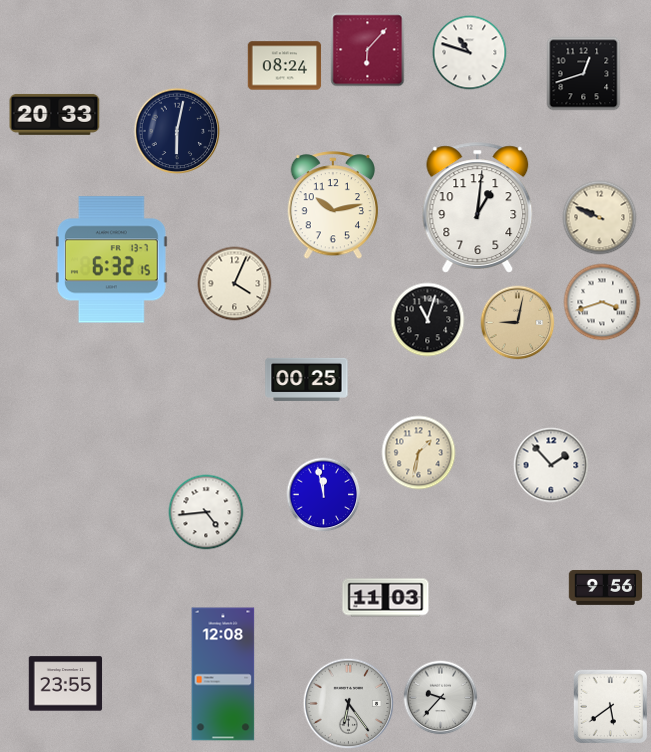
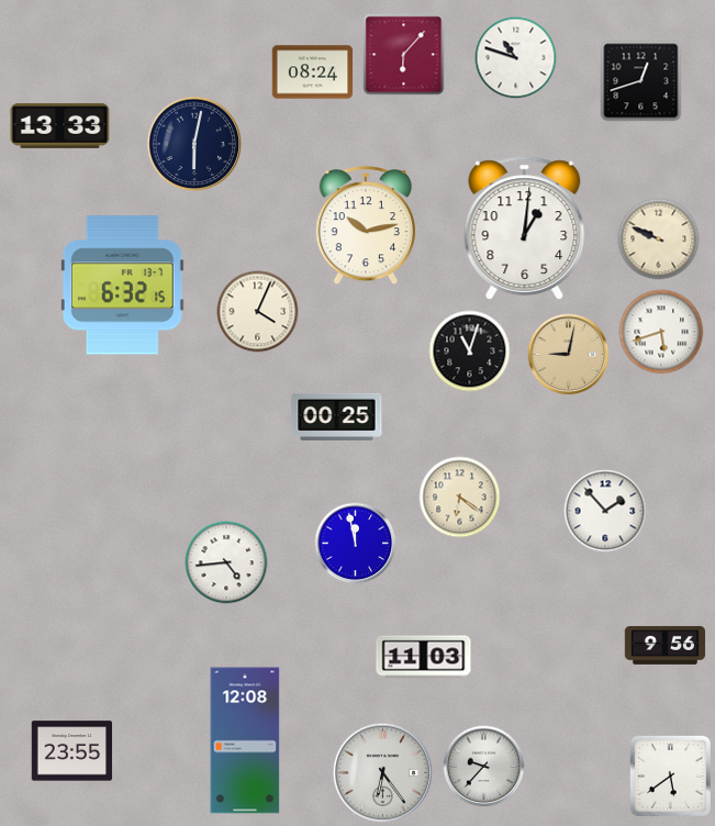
clock at (55, 114): 20:33 -> 13:33
clock at (602, 302): 3:42 -> 5:42
clock at (419, 453): 1:32 -> 6:21
